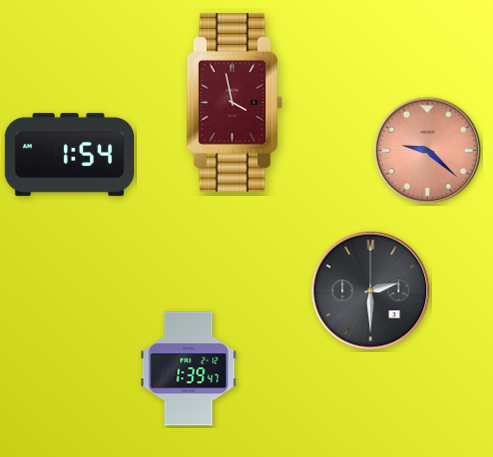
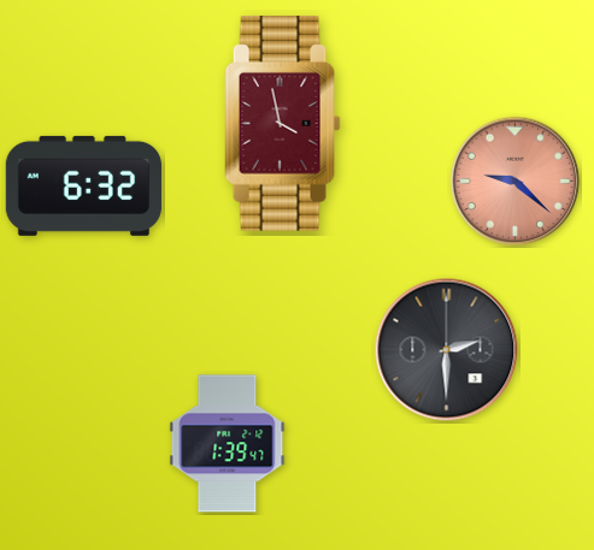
clock at (69, 154): 1:54 -> 6:32
